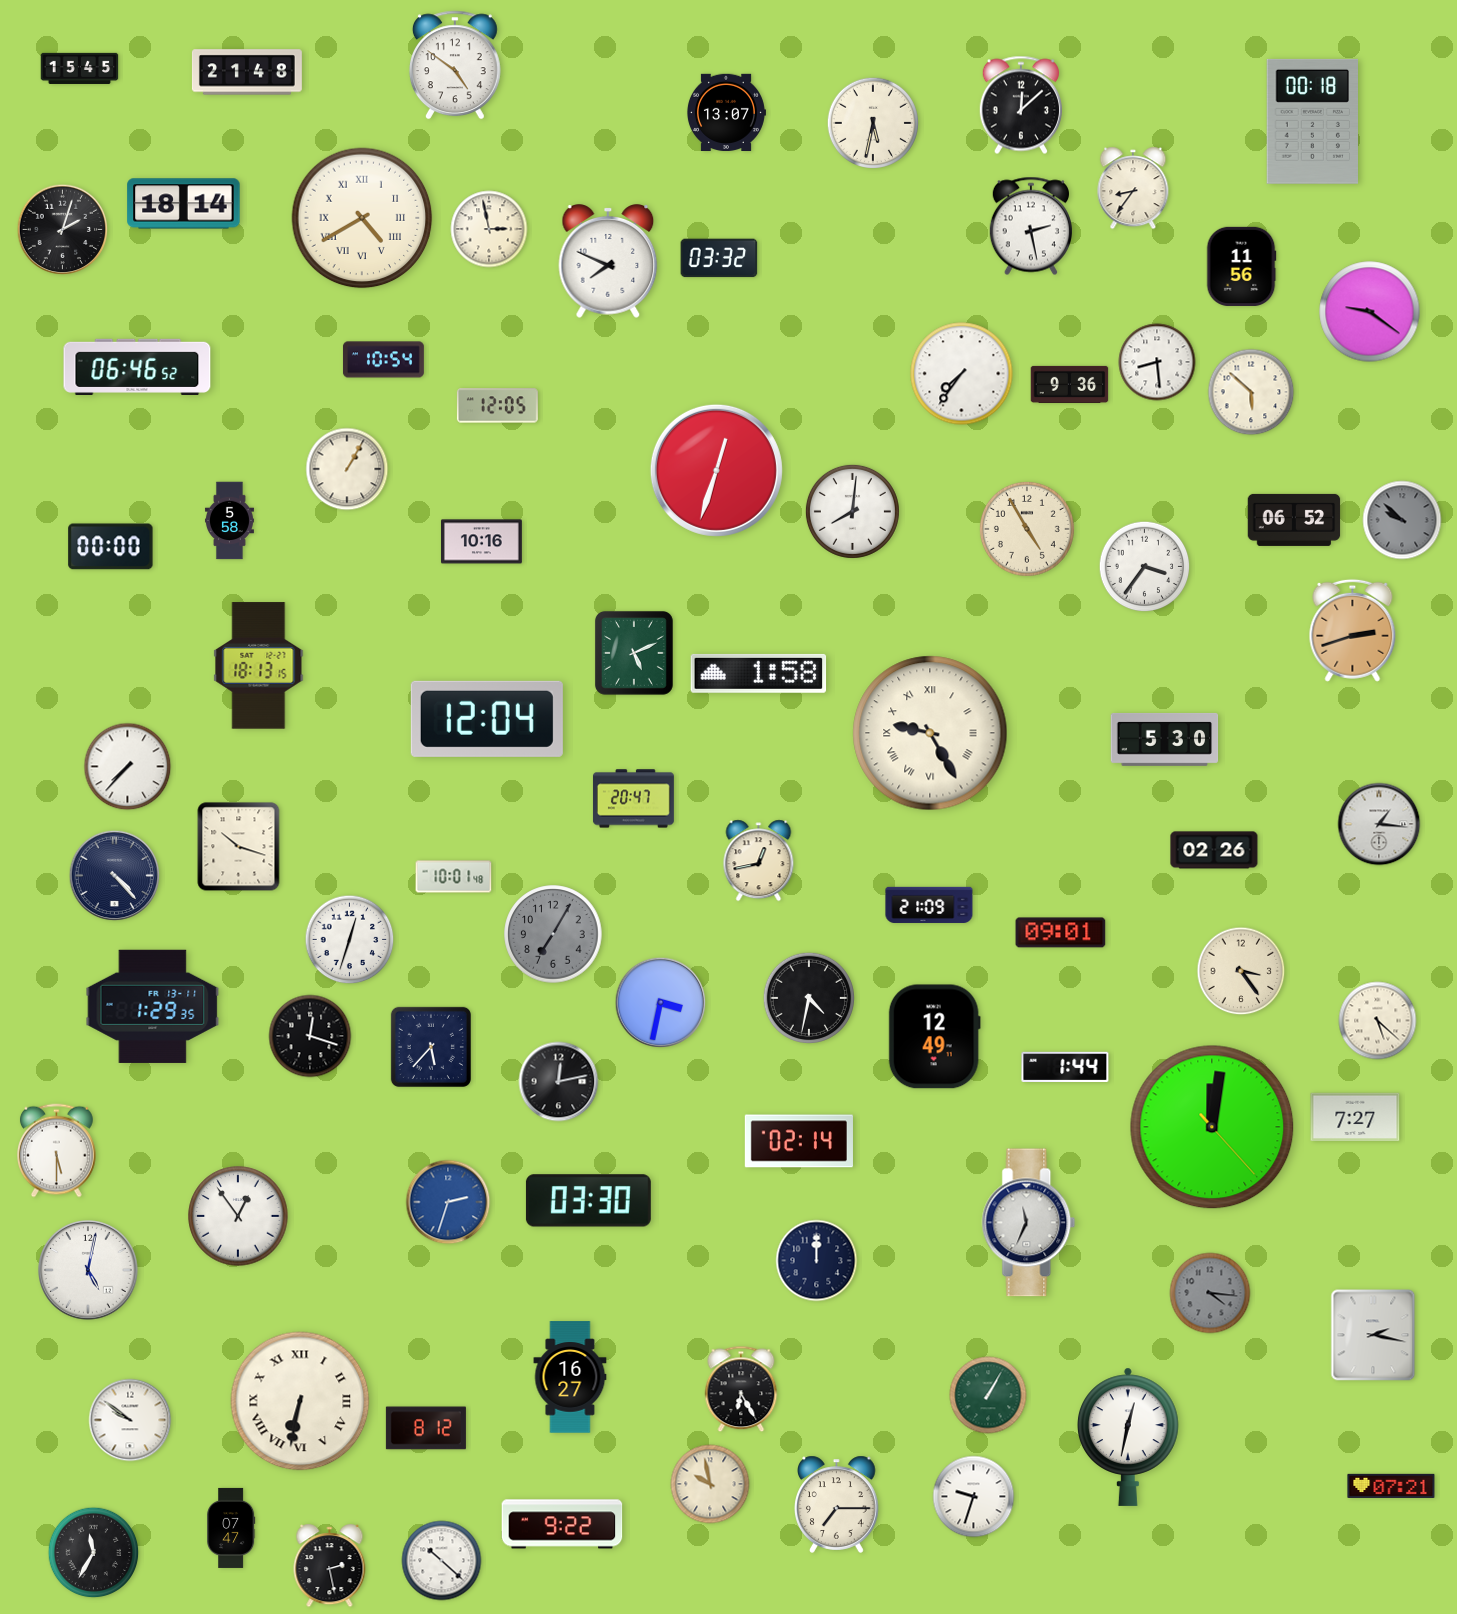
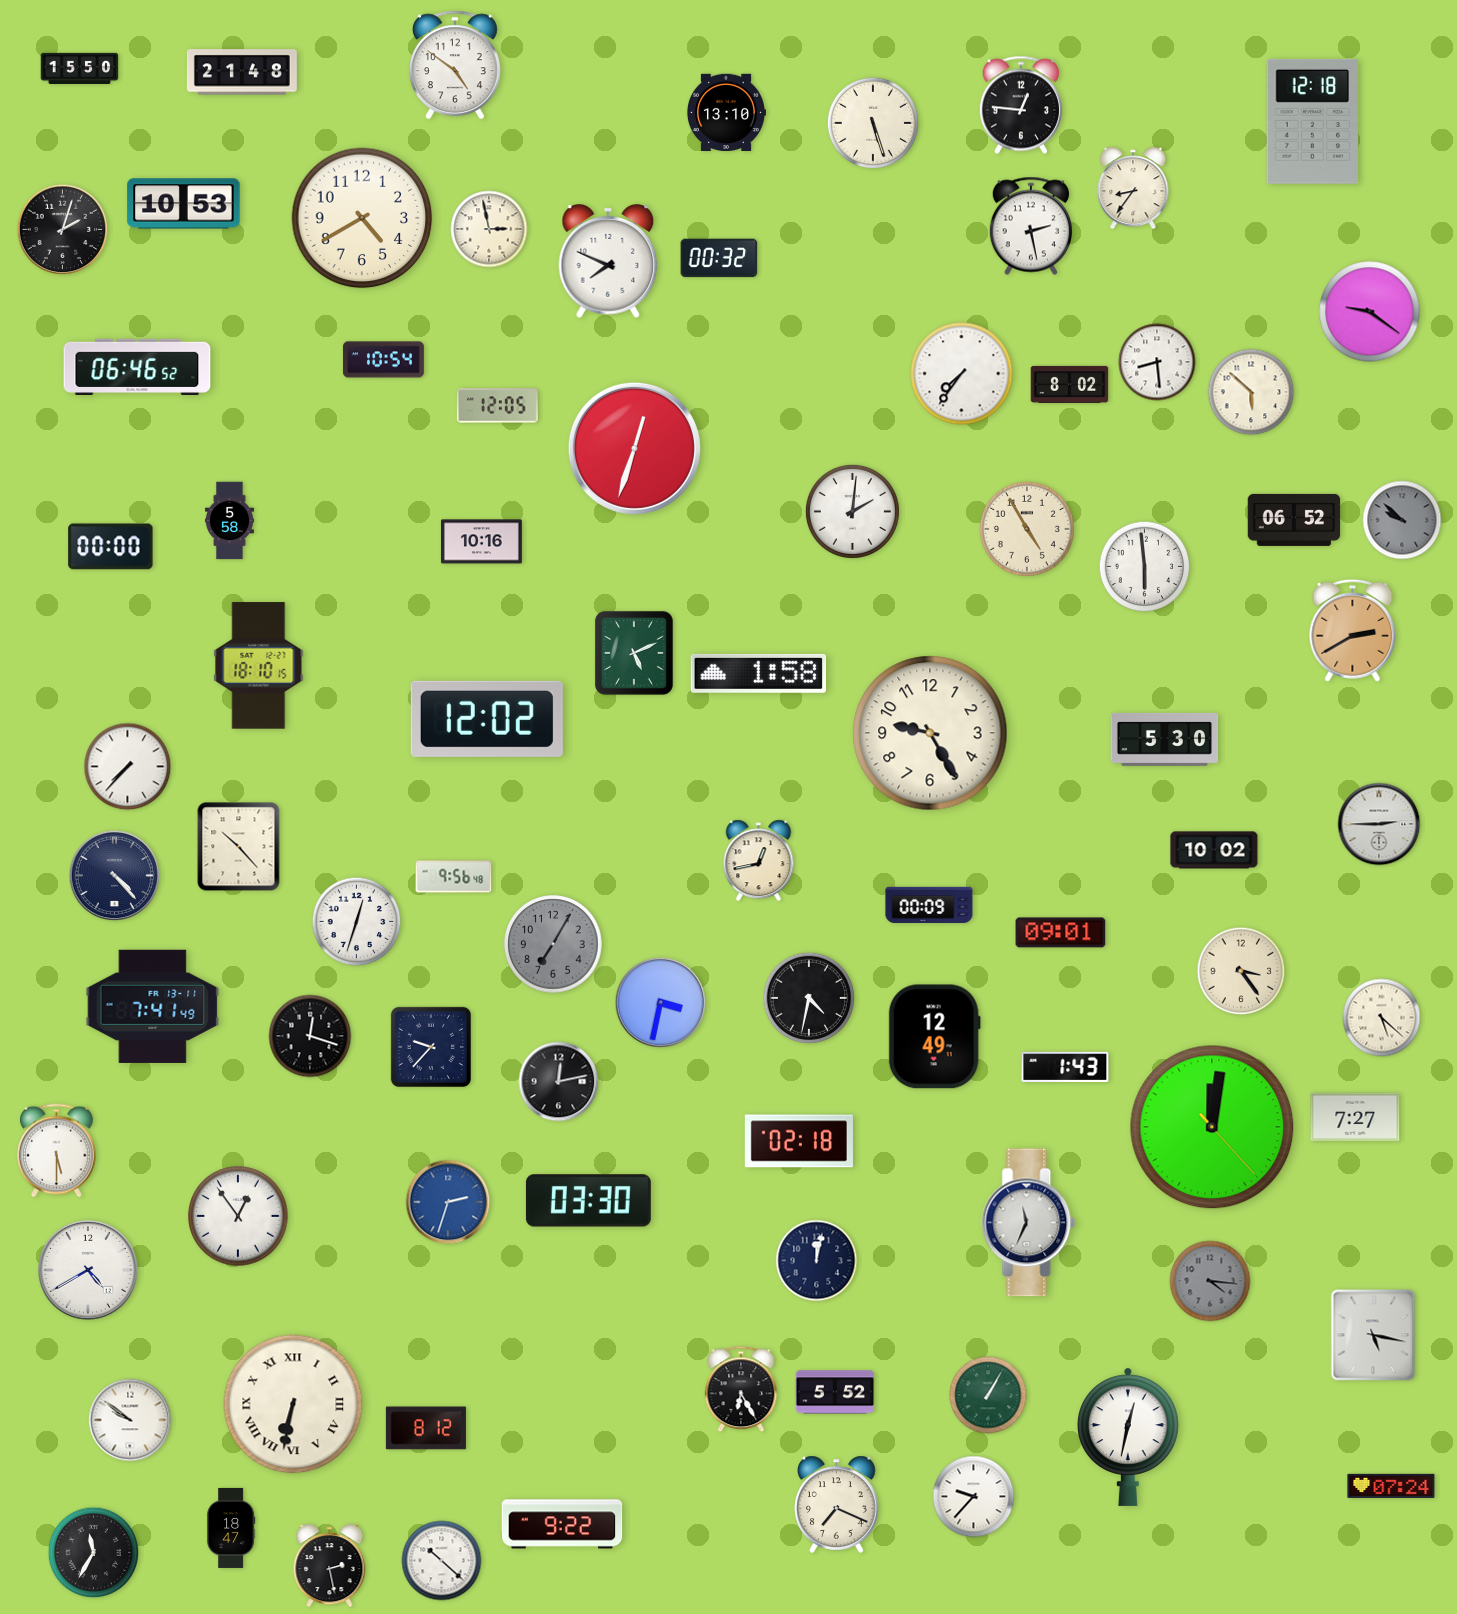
clock at (80, 68): 15:45 -> 15:50
clock at (247, 72) position: (247, 72) -> (242, 72)
clock at (1021, 105): 12:08 -> 12:46
clock at (726, 112): 13:07 -> 13:10
clock at (1312, 121): 00:18 -> 12:18
clock at (872, 122): 5:32 -> 5:27
clock at (184, 204): 18:14 -> 10:53
clock at (362, 218) numerals: Roman -> Arabic
clock at (719, 258): 03:32 -> 00:32
clock at (1241, 266): 11:56 -> none
clock at (1070, 384): 9:36 -> 8:02
clock at (347, 469): 1:05 -> none
clock at (716, 470) position: (716, 470) -> (634, 448)
clock at (852, 511): 8:01 -> 2:01
clock at (1145, 567): 3:36 -> 5:59
clock at (1353, 630): 2:42 -> 2:40
clock at (259, 666): 18:13 -> 18:10
clock at (487, 719): 12:04 -> 12:02
clock at (930, 733) numerals: Roman -> Arabic
clock at (633, 799): 20:47 -> none
clock at (1379, 824): 1:16 -> 2:45
clock at (239, 847): 10:18 -> 10:23
clock at (1214, 850): 02:26 -> 10:02
clock at (454, 877): 10:01 -> 9:56
clock at (929, 905): 21:09 -> 00:09
clock at (553, 934) position: (553, 934) -> (553, 944)
clock at (350, 940) position: (350, 940) -> (357, 922)
clock at (153, 1006): 1:29 -> 7:41
clock at (1378, 1021) position: (1378, 1021) -> (1382, 1018)
clock at (431, 1047): 5:37 -> 9:37
clock at (1065, 1066): 1:44 -> 1:43
clock at (799, 1141): 02:14 -> 02:18
clock at (817, 1261): 12:00 -> 12:02
clock at (89, 1271): 5:02 -> 4:40
clock at (1210, 1293) position: (1210, 1293) -> (1210, 1281)
clock at (1373, 1335): 2:17 -> 5:17
clock at (570, 1377): 16:27 -> none
clock at (835, 1392): none -> 5:52
clock at (300, 1401) position: (300, 1401) -> (293, 1404)
clock at (710, 1484): 9:58 -> none
clock at (1391, 1486): 07:21 -> 07:24
clock at (974, 1497): 9:33 -> 9:37
clock at (837, 1504): 7:15 -> 7:19
clock at (231, 1528): 07:47 -> 18:47
